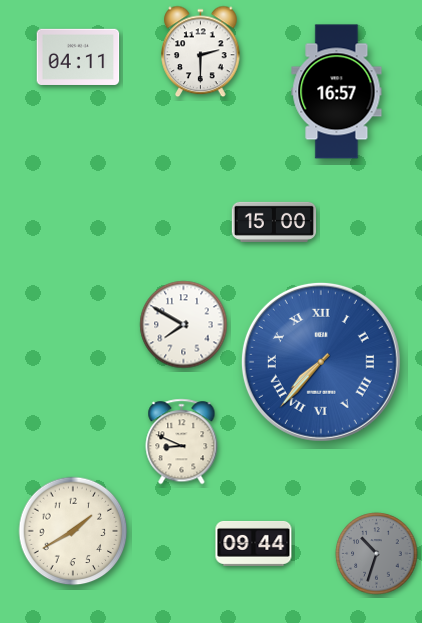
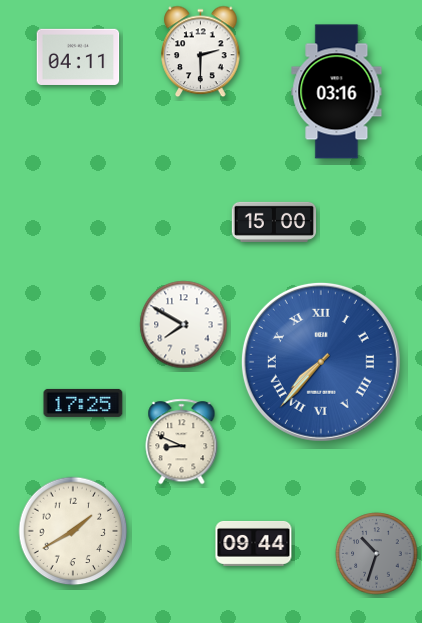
clock at (337, 92): 16:57 -> 03:16
clock at (83, 403): none -> 17:25
